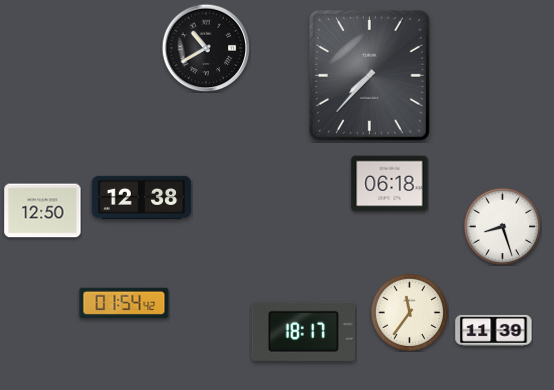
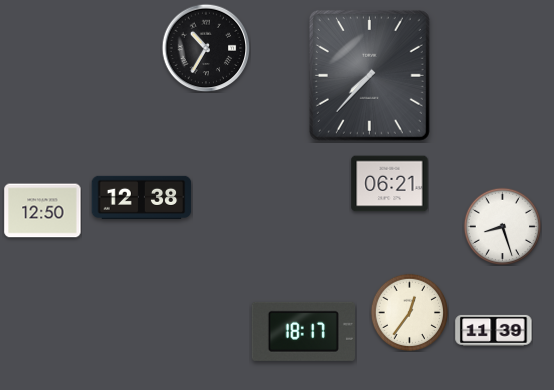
clock at (206, 48): 10:40 -> 10:35
clock at (390, 184): 06:18 -> 06:21
clock at (124, 303): 01:54 -> none
clock at (409, 312): 11:36 -> 12:36
